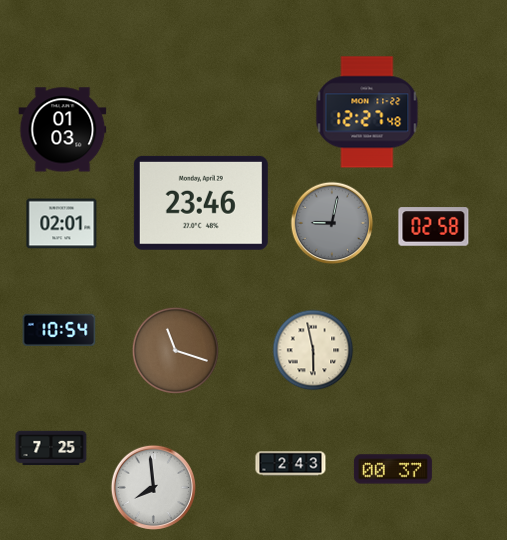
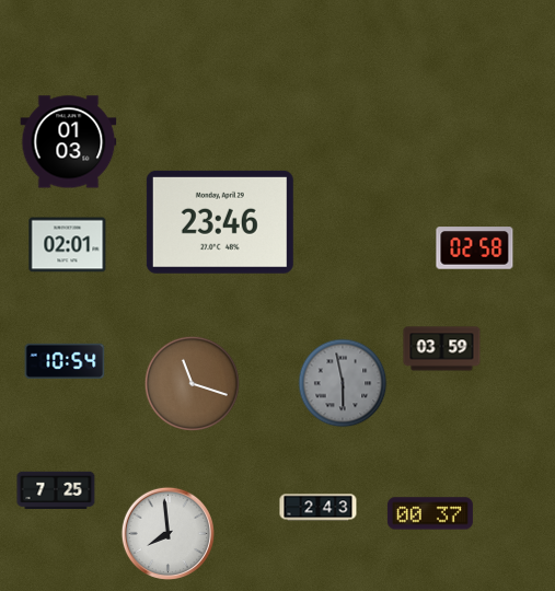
clock at (367, 112): 12:27 -> none
clock at (332, 223): 9:02 -> none
clock at (442, 349): none -> 03:59
clock at (313, 350) dial: cream -> grey
